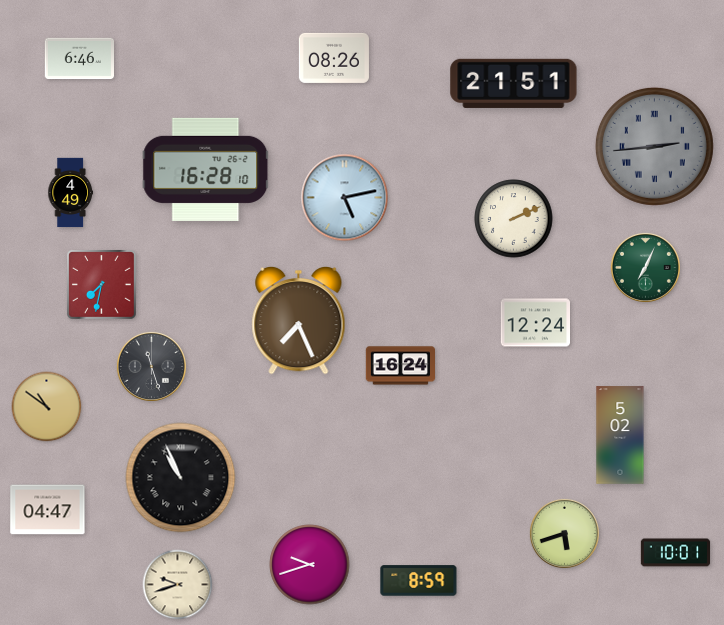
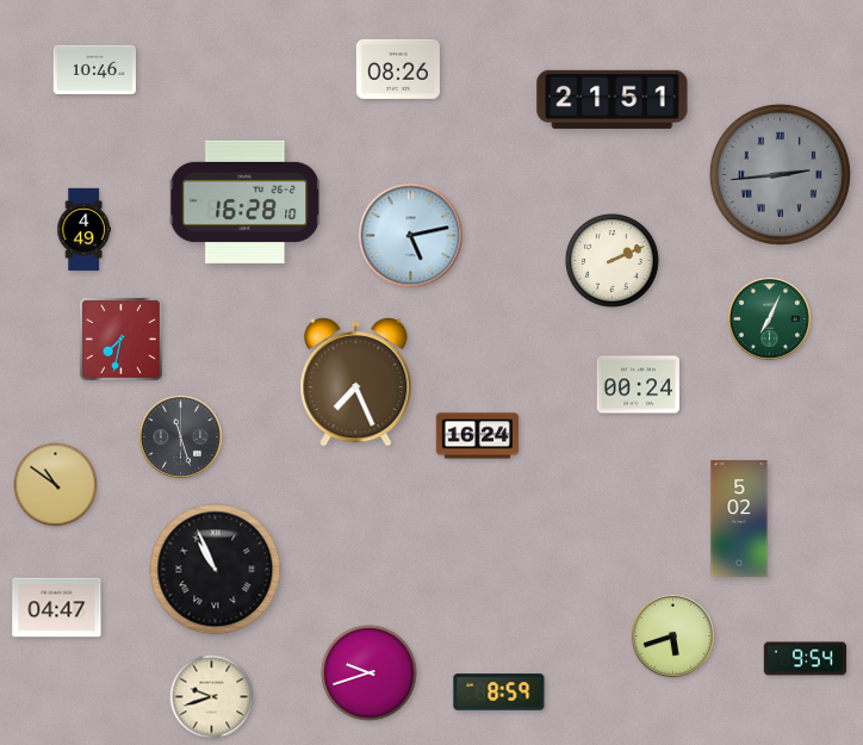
clock at (80, 59): 6:46 -> 10:46
clock at (536, 323): 12:24 -> 00:24
clock at (676, 553): 10:01 -> 9:54
